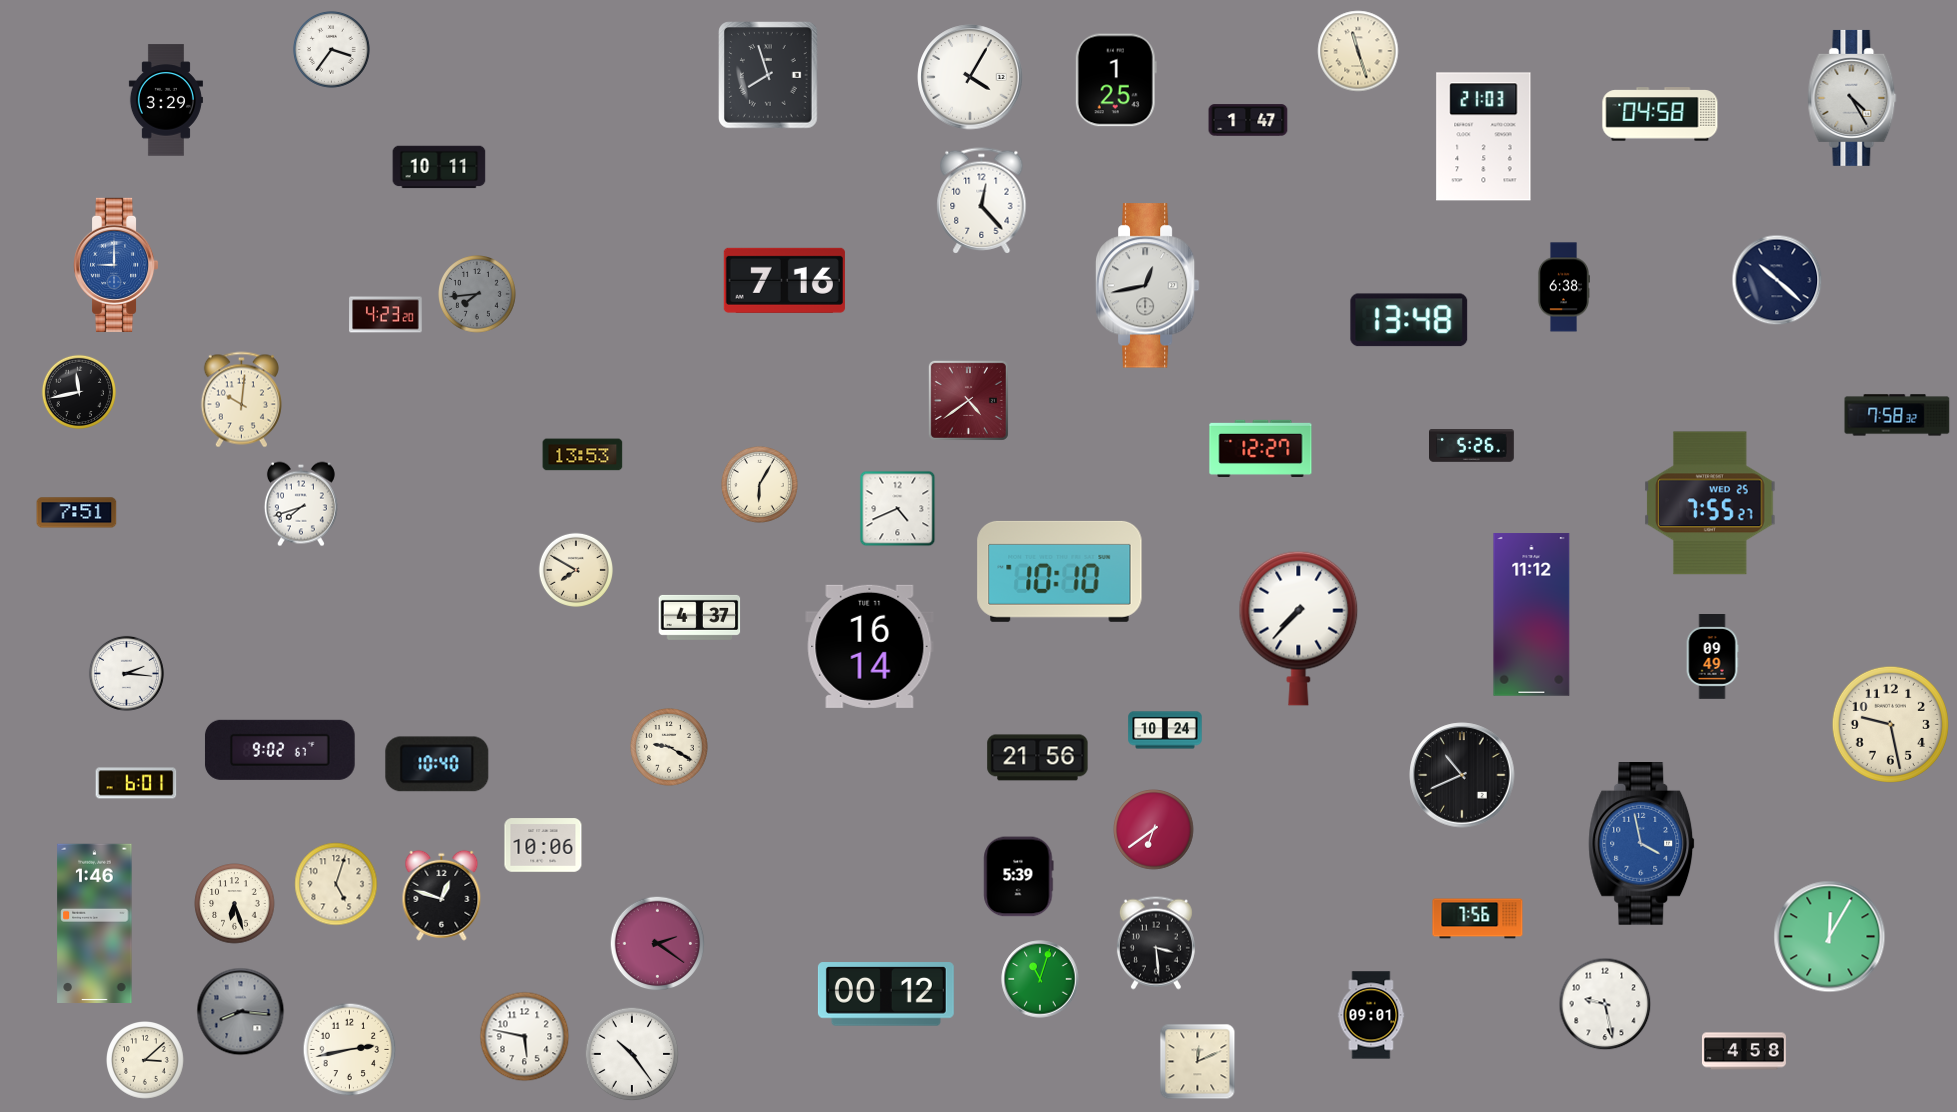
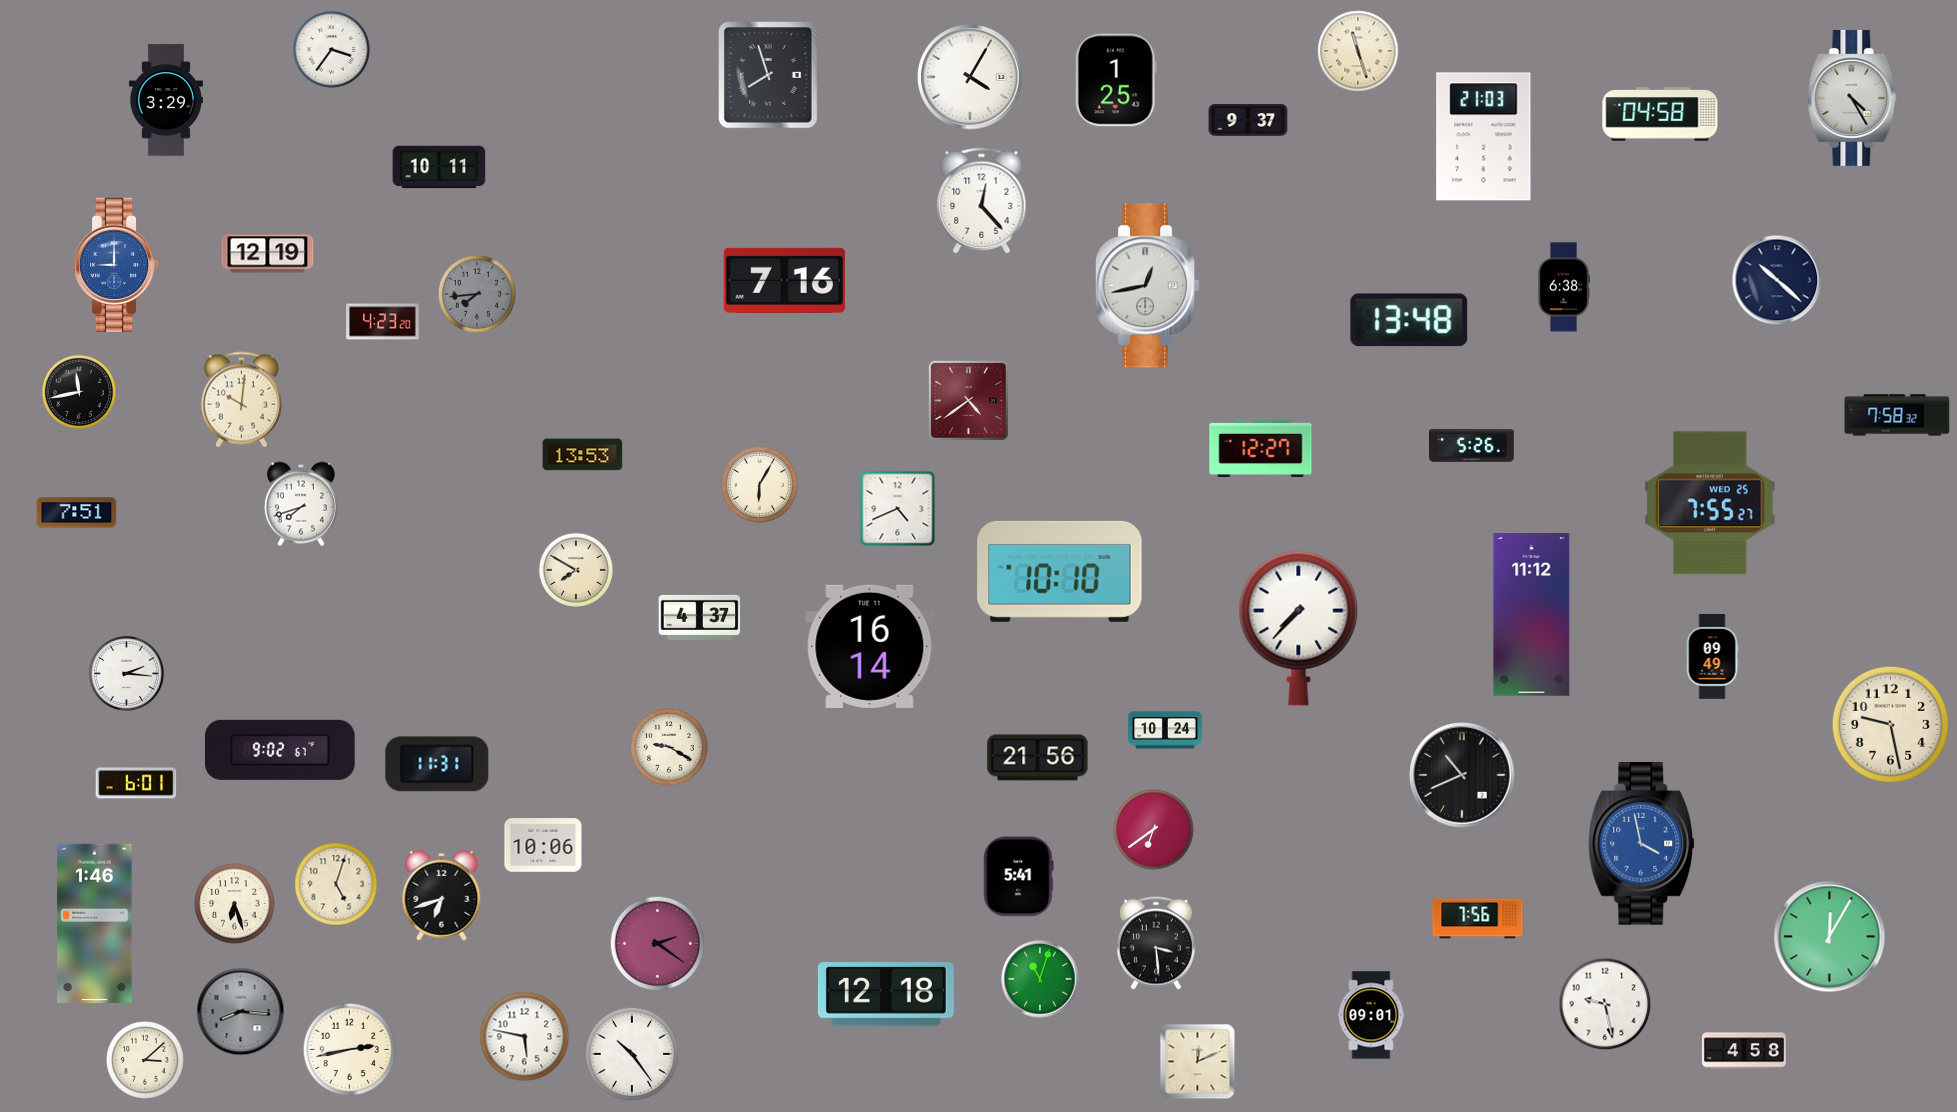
clock at (1248, 120): 1:47 -> 9:37
clock at (268, 254): none -> 12:19
clock at (386, 315) position: (386, 315) -> (383, 322)
clock at (437, 764): 10:40 -> 11:31
clock at (1019, 877): 5:39 -> 5:41
clock at (442, 895): 12:48 -> 6:42
clock at (886, 994): 00:12 -> 12:18
